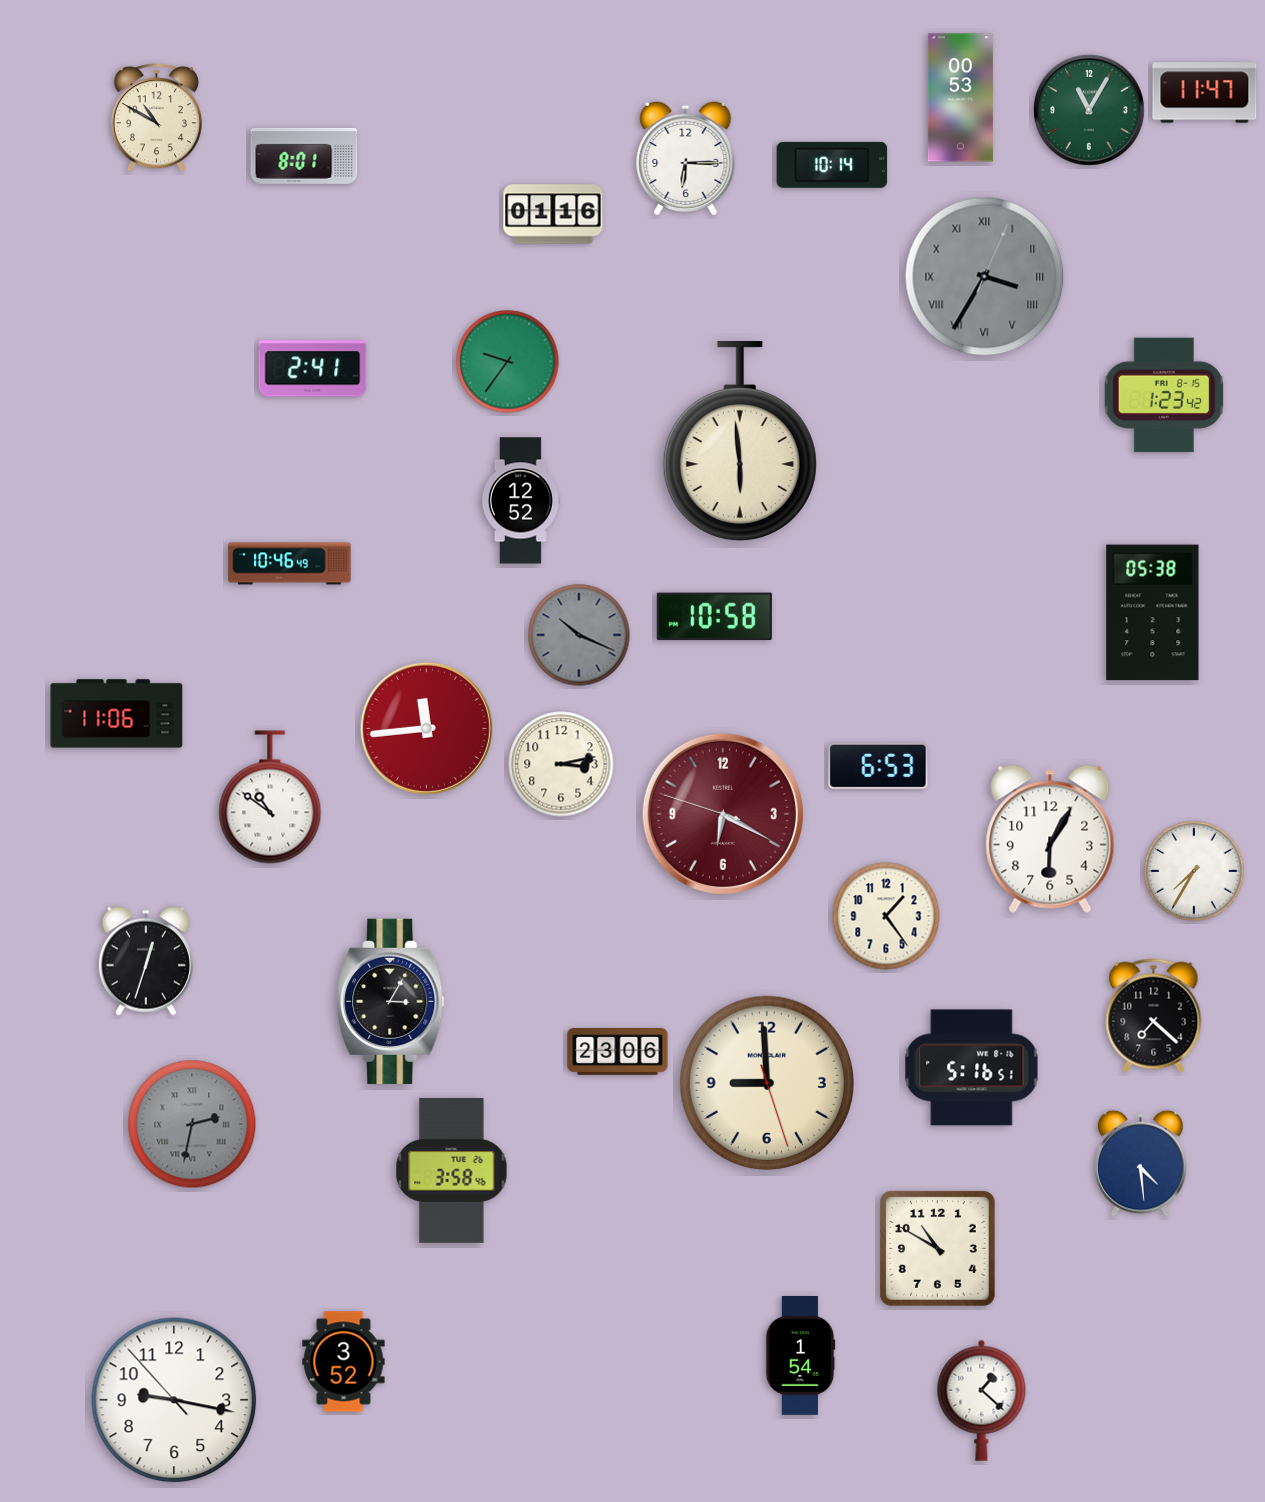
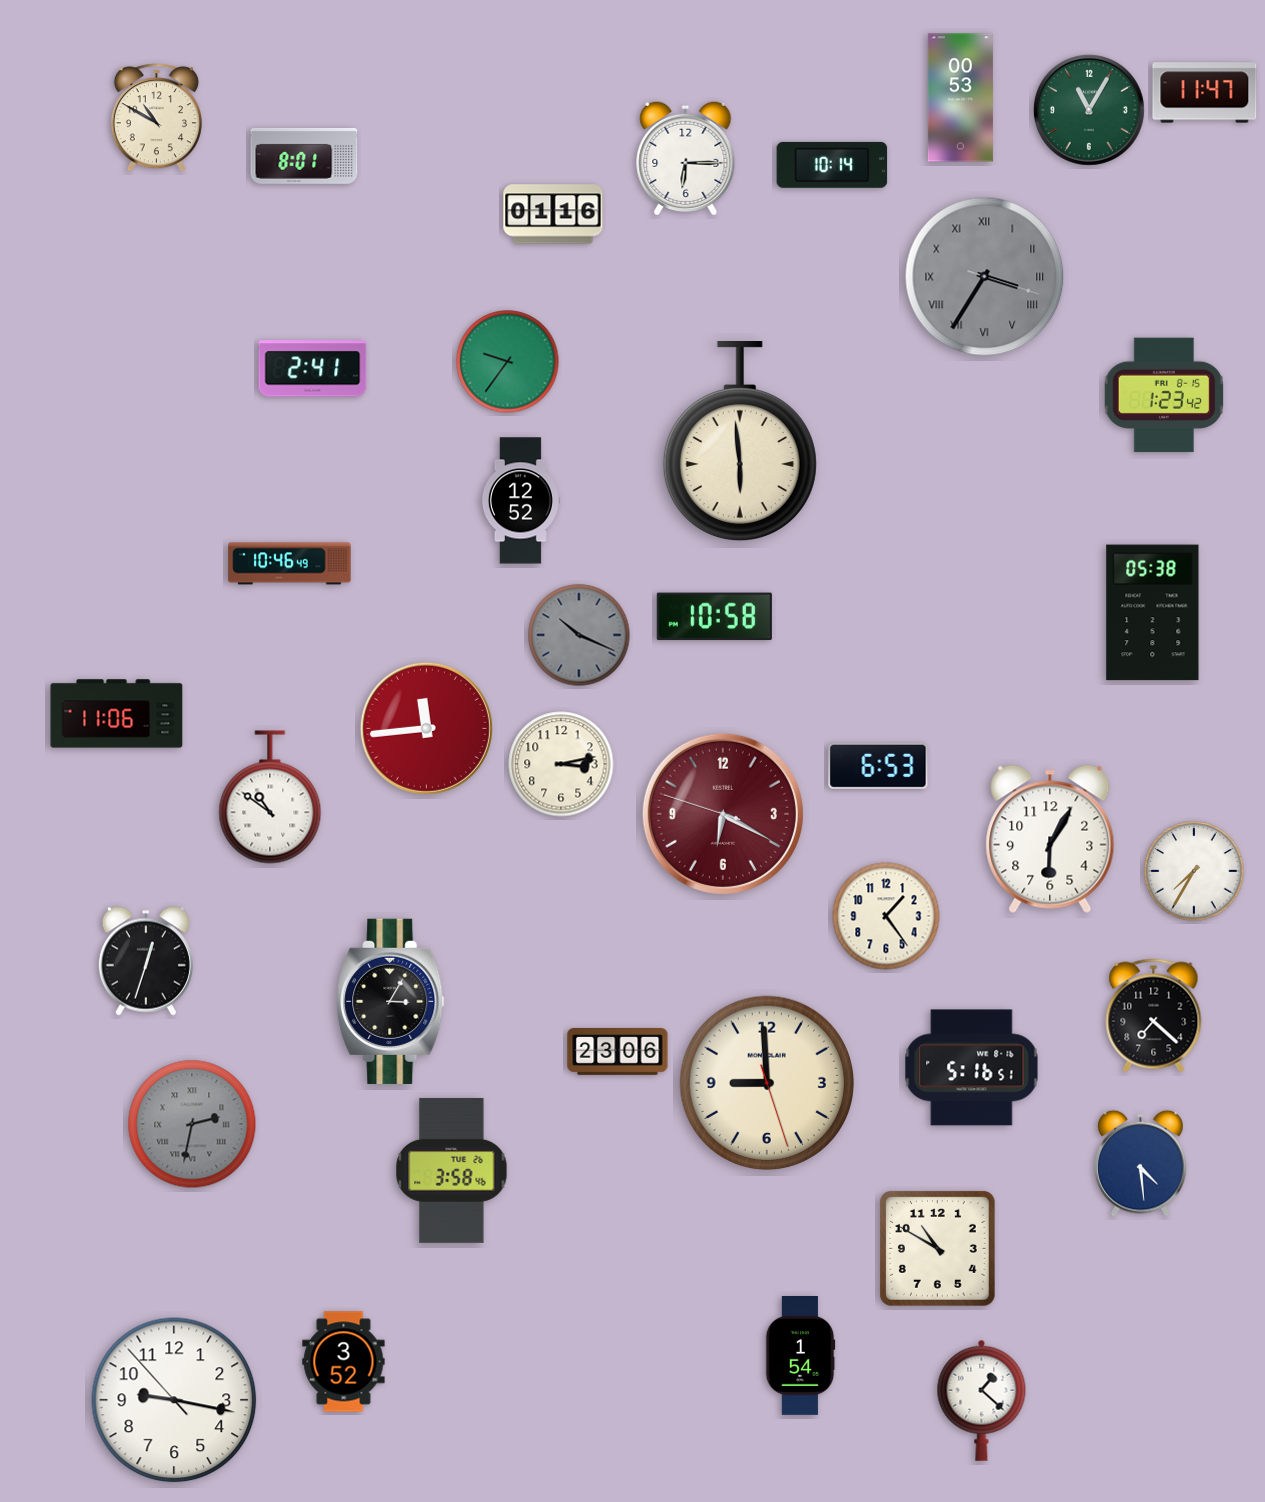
clock at (985, 277): 3:35:04 -> 3:35:18
